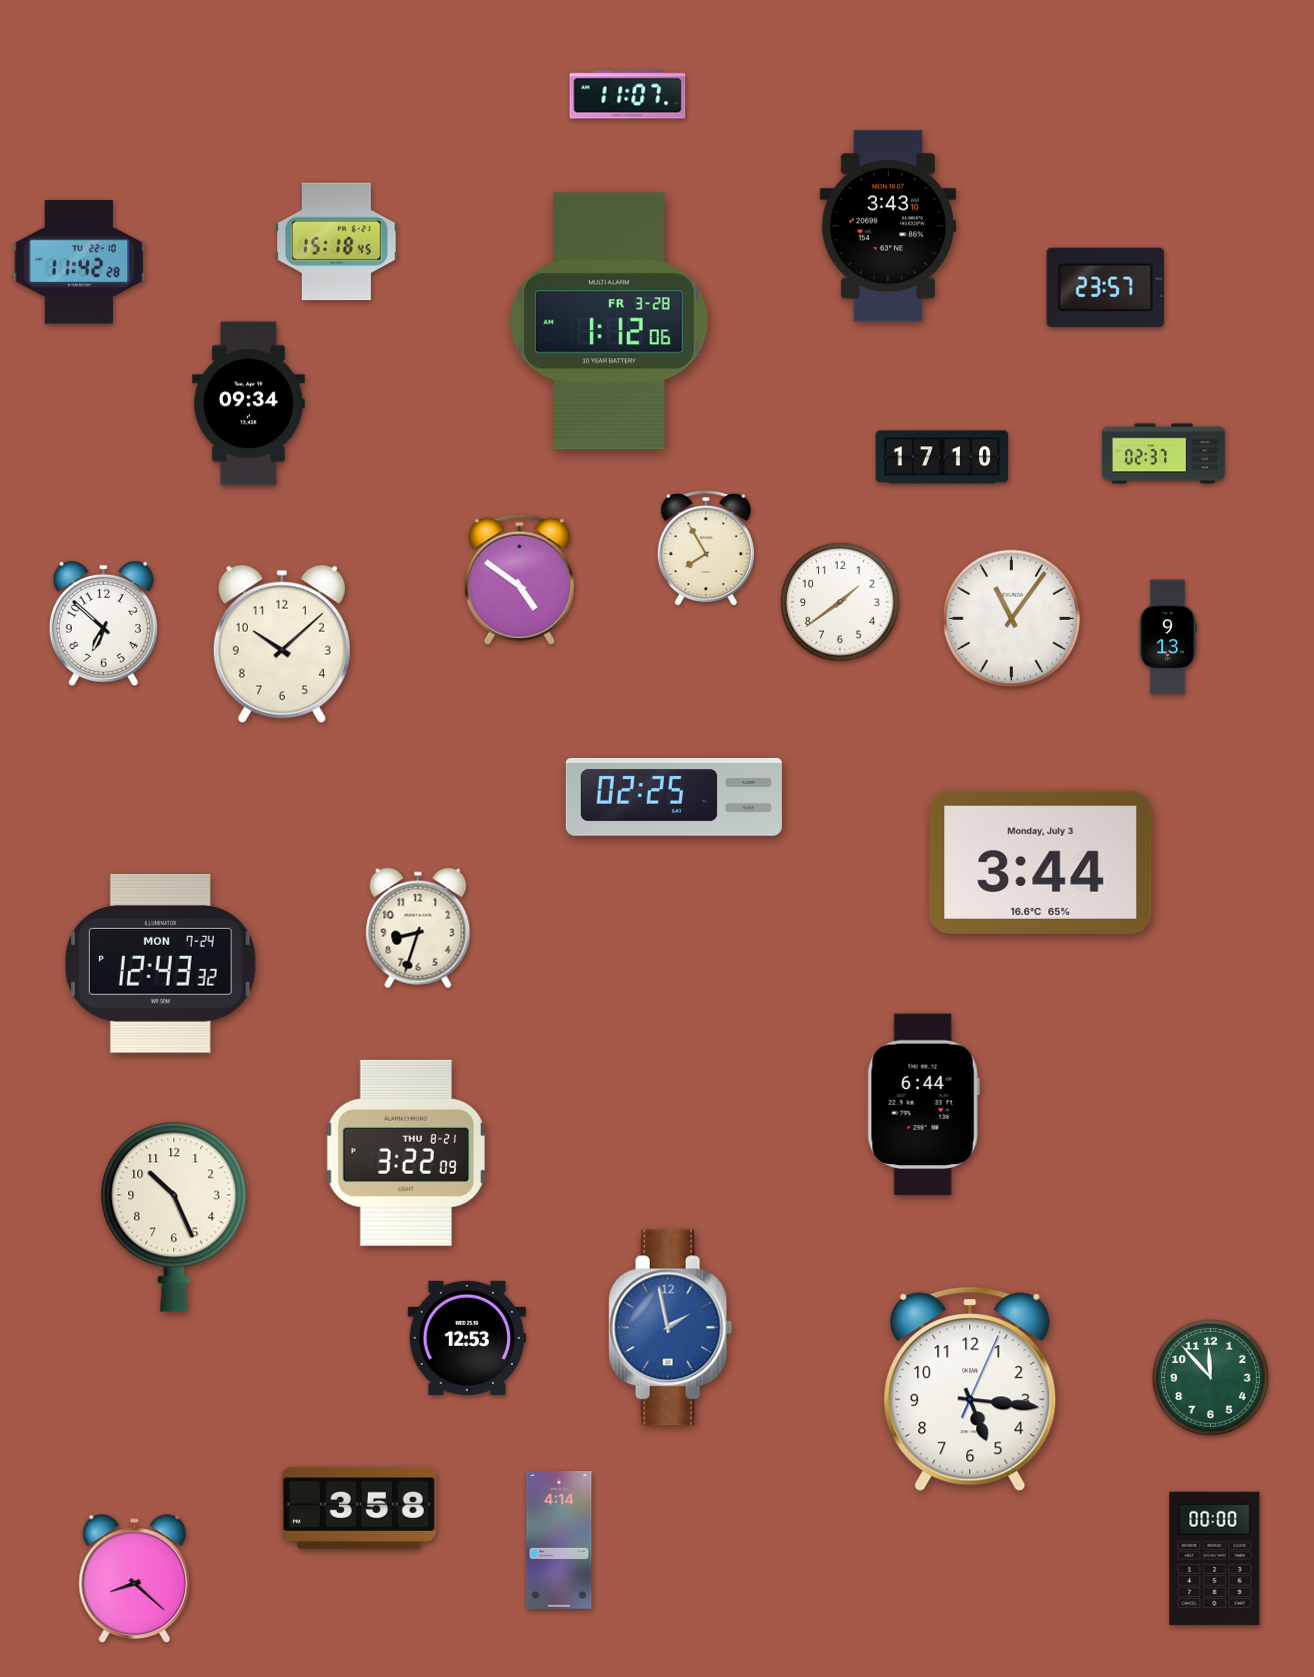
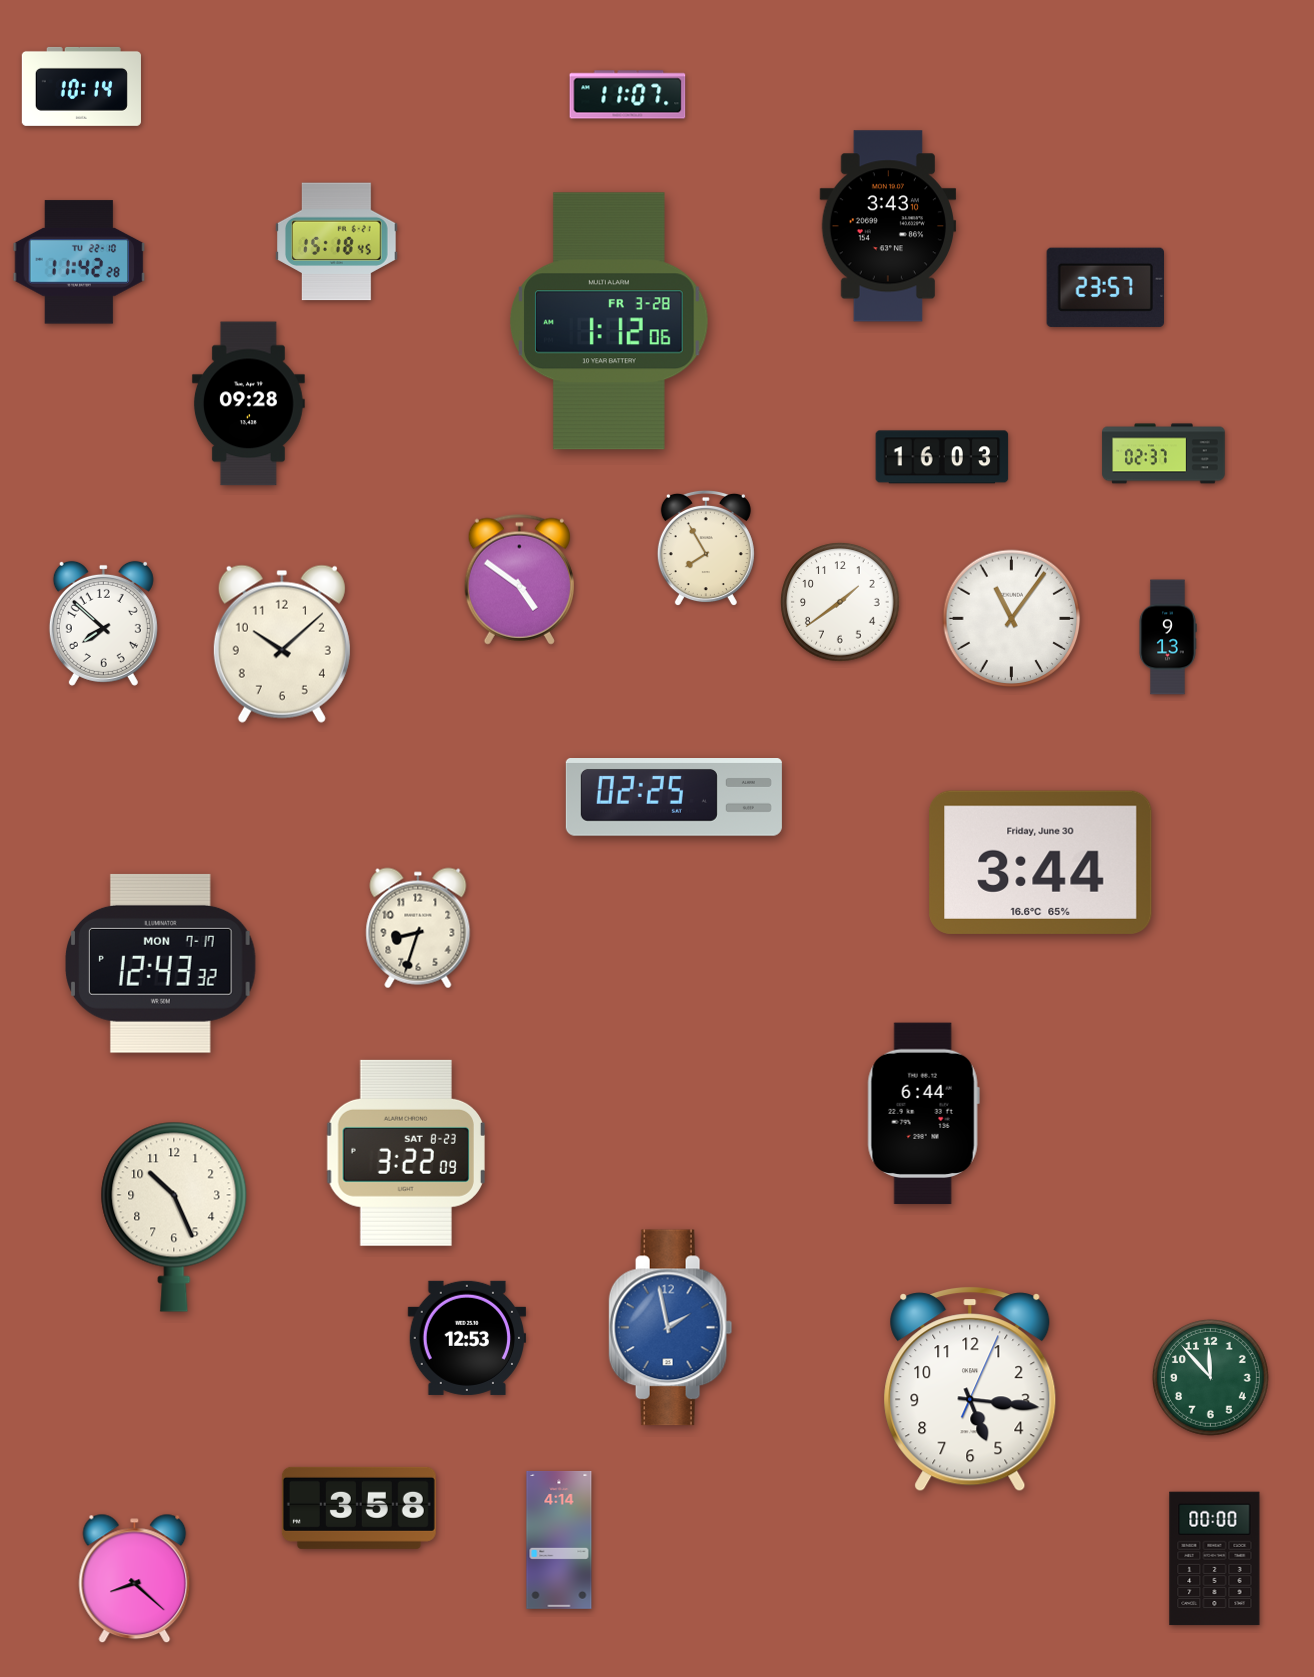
clock at (81, 86): none -> 10:14
clock at (248, 404): 09:34 -> 09:28
clock at (942, 457): 17:10 -> 16:03
clock at (103, 623): 6:52 -> 7:52
clock at (1041, 862) date: Monday, July 3 -> Friday, June 30
clock at (161, 963) date: MON 7-24 -> MON 7-17
clock at (923, 1105) position: (923, 1105) -> (923, 1114)
clock at (405, 1153) date: THU 8-21 -> SAT 8-23
